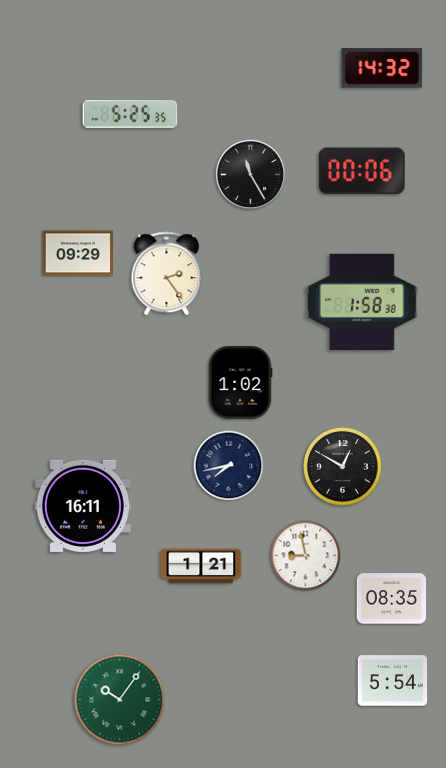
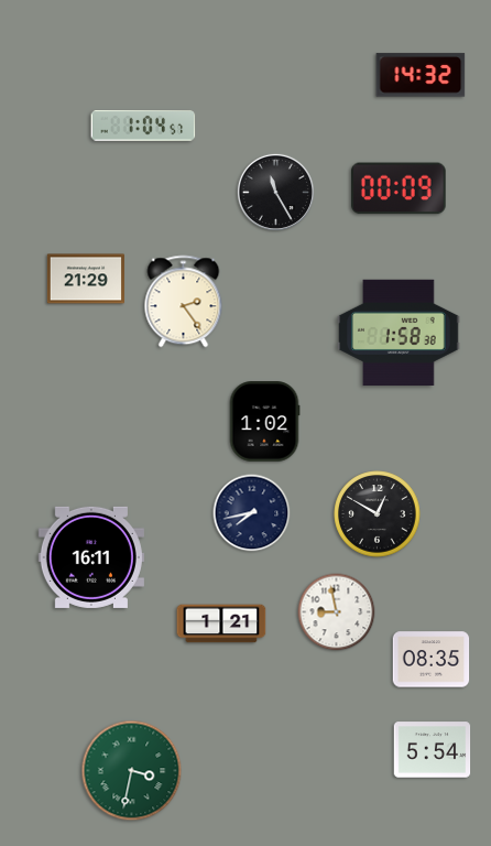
clock at (130, 115): 5:25 -> 1:04
clock at (362, 171): 00:06 -> 00:09
clock at (78, 253): 09:29 -> 21:29
clock at (120, 700): 10:06 -> 3:32
